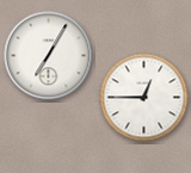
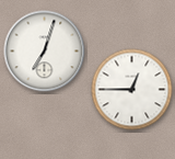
clock at (49, 56): 7:05 -> 7:03
